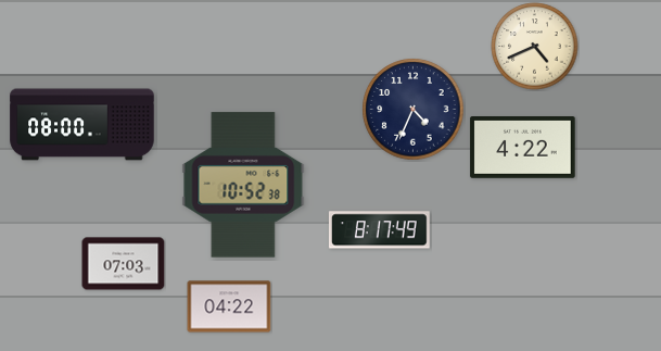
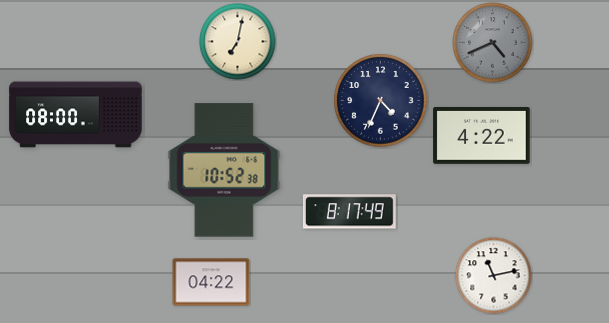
clock at (238, 42): none -> 7:02
clock at (535, 47) dial: cream -> grey
clock at (124, 264): 07:03 -> none
clock at (494, 276): none -> 11:13
